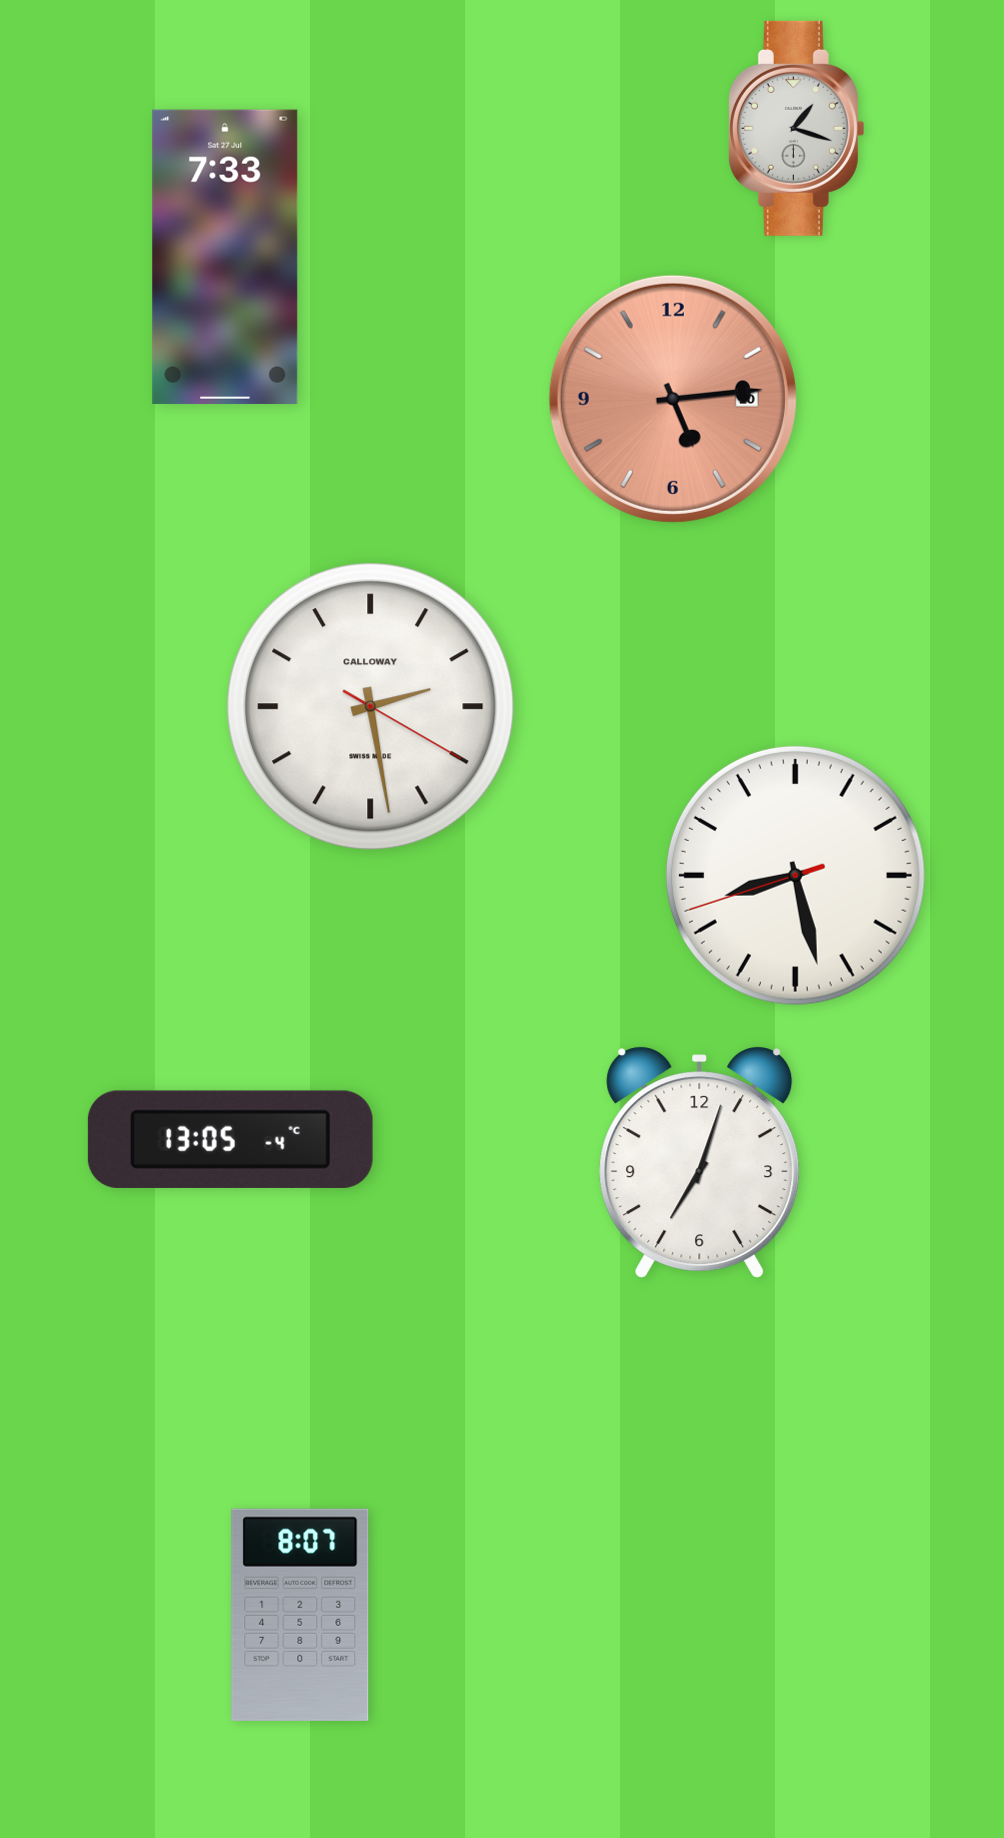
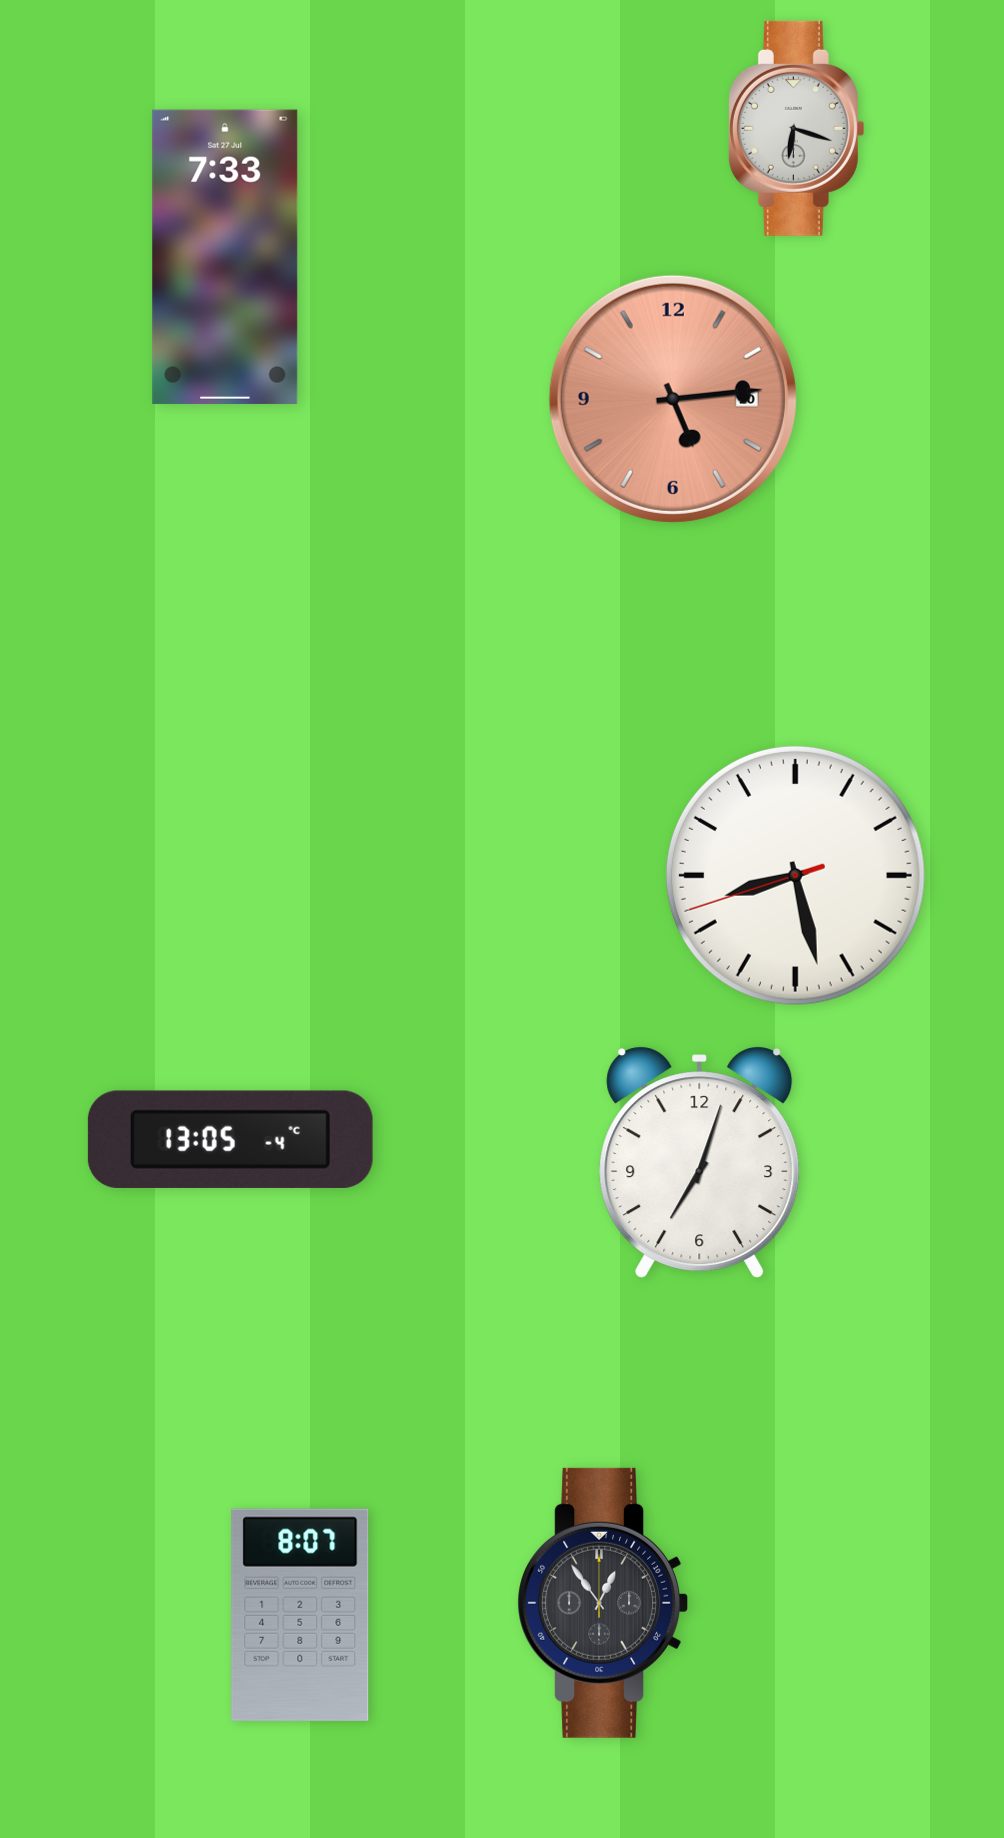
clock at (796, 128): 1:18 -> 6:18
clock at (371, 707): 2:28 -> none
clock at (602, 1603): none -> 12:54
